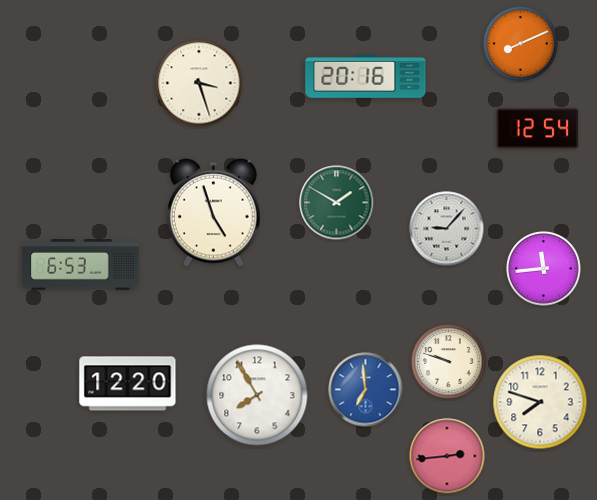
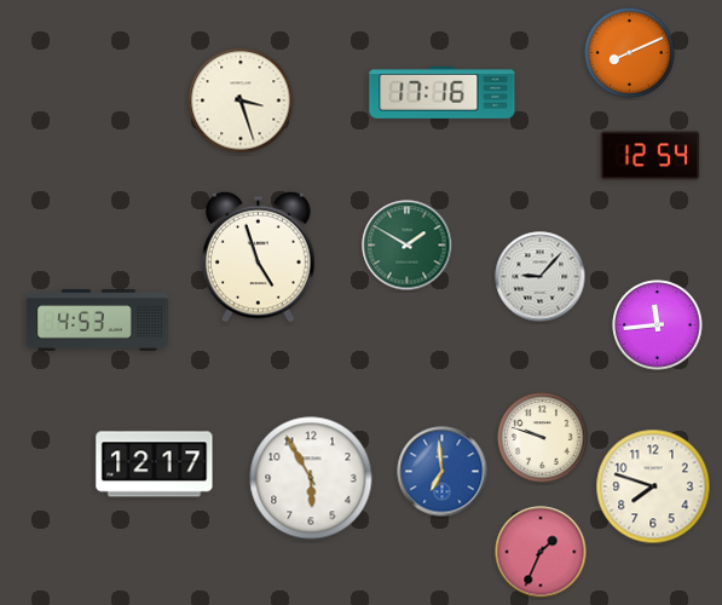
clock at (366, 77): 20:16 -> 17:16
clock at (81, 265): 6:53 -> 4:53
clock at (128, 384): 12:20 -> 12:17
clock at (257, 395): 7:55 -> 5:55
clock at (447, 456): 2:44 -> 1:34
